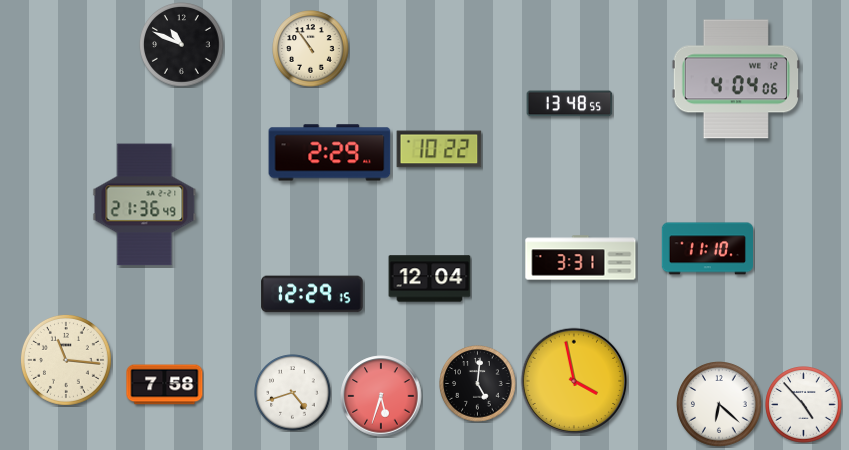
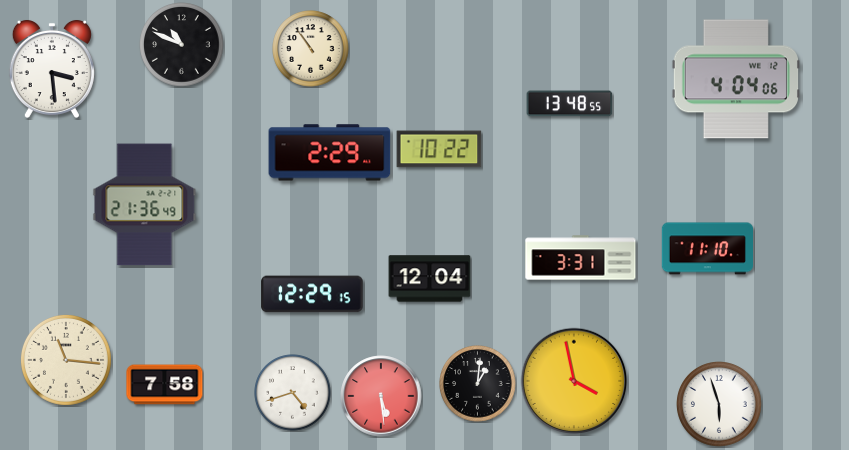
clock at (52, 69): none -> 3:29
clock at (478, 384): 5:01 -> 1:01
clock at (381, 396): 5:33 -> 5:29
clock at (720, 405): 6:22 -> 5:57
clock at (804, 405): 4:53 -> none
